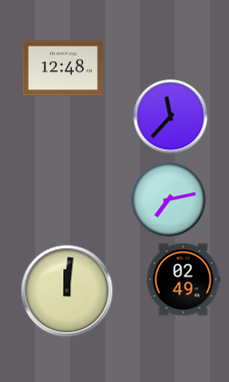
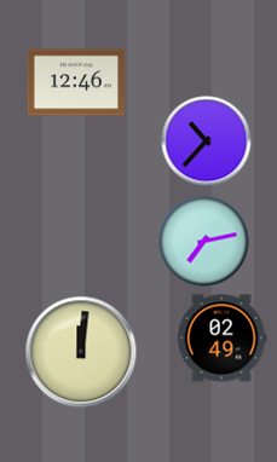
clock at (63, 68): 12:48 -> 12:46
clock at (171, 117): 11:37 -> 10:37
